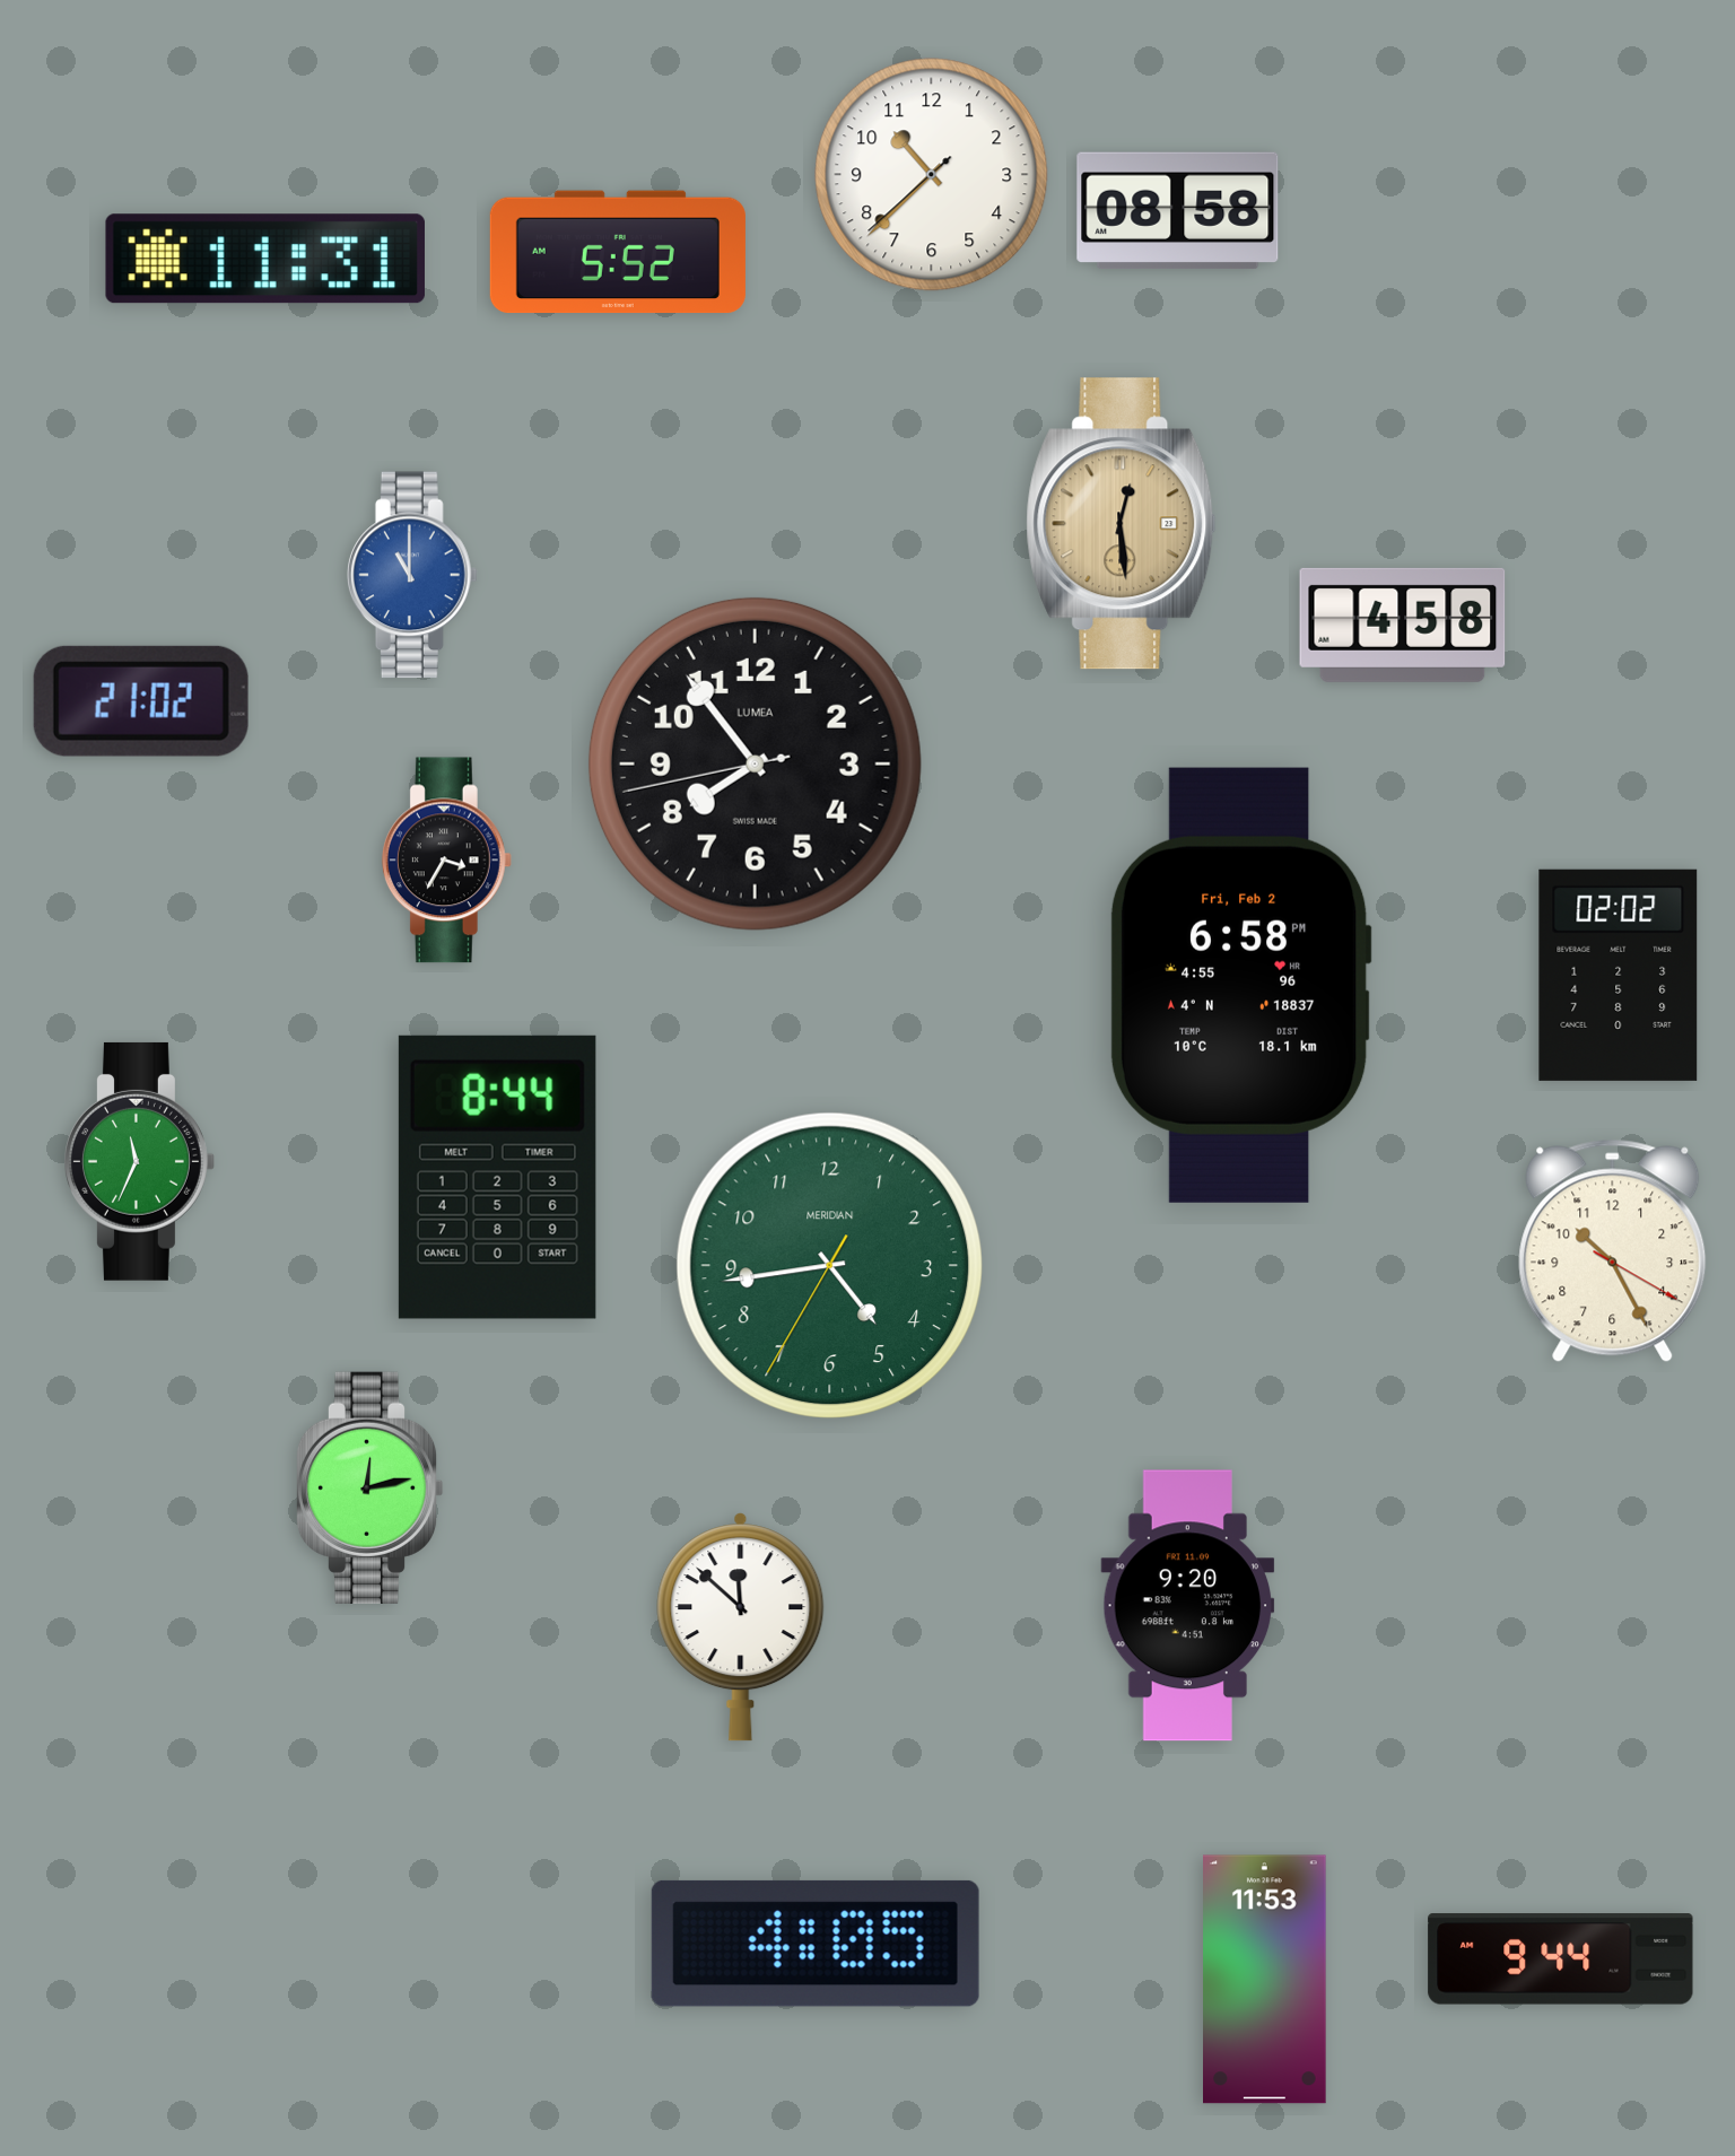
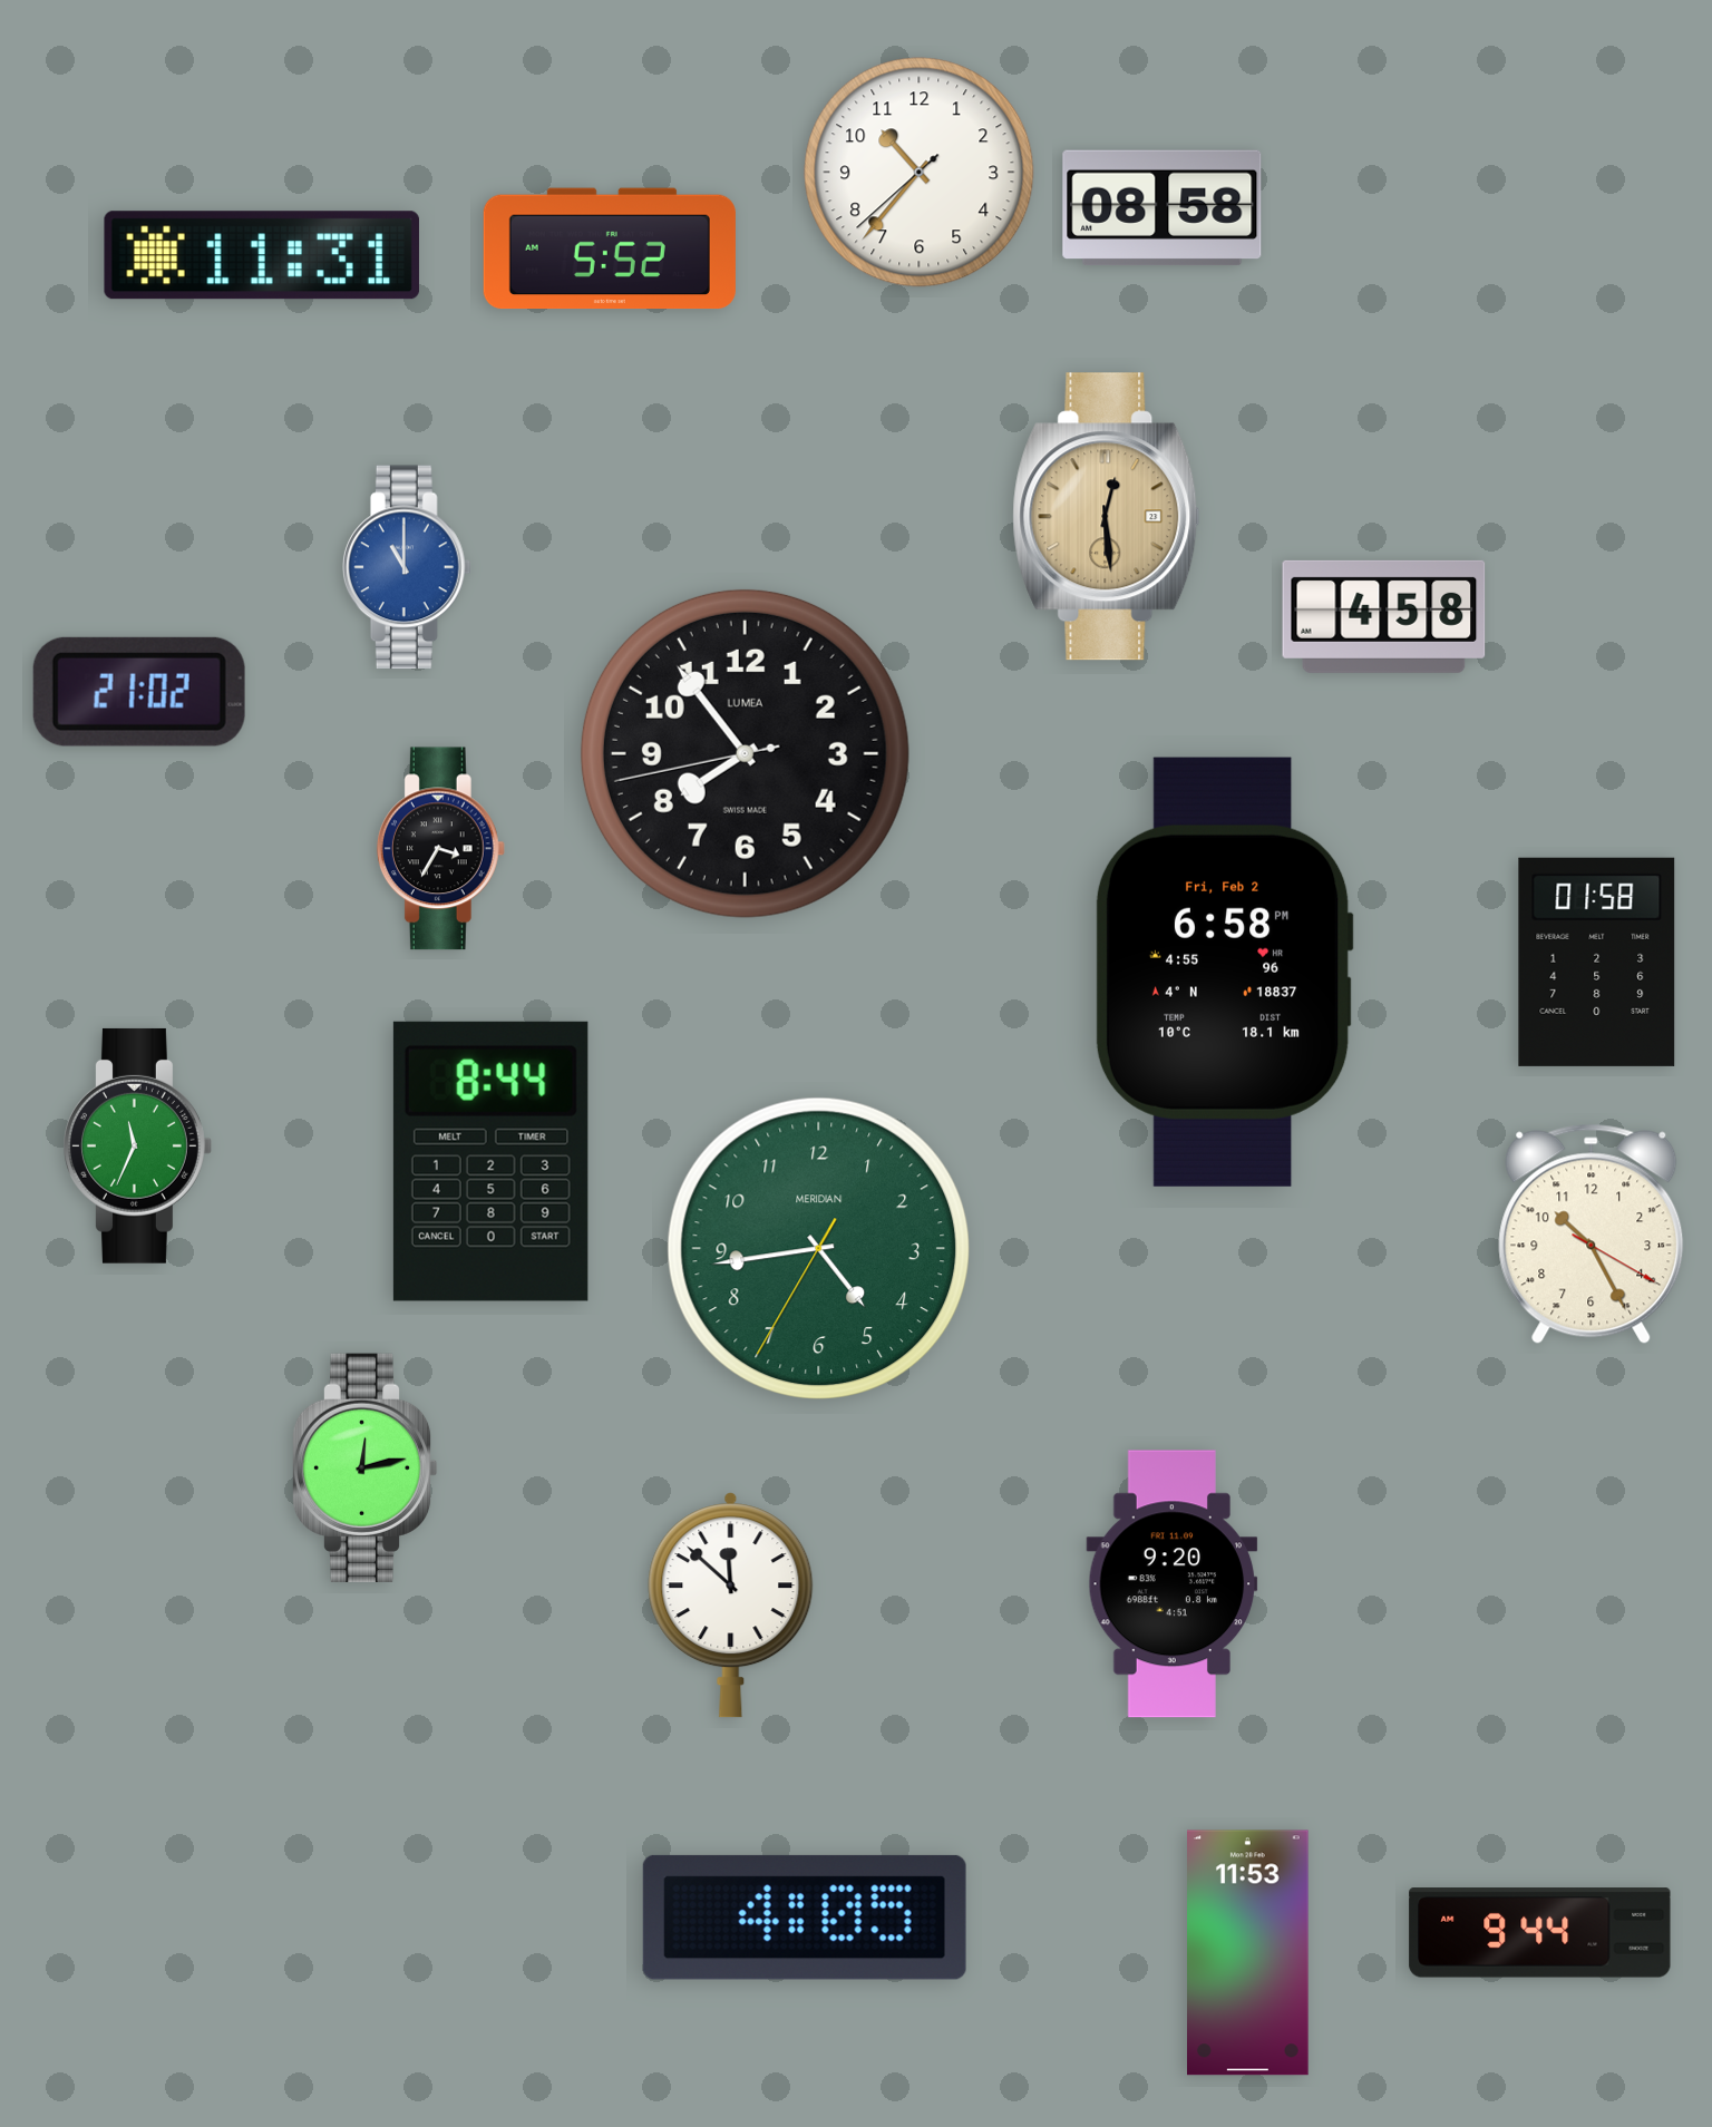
clock at (932, 175): 10:37 -> 10:36
clock at (1619, 975): 02:02 -> 01:58
